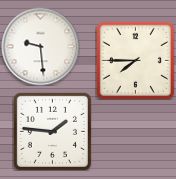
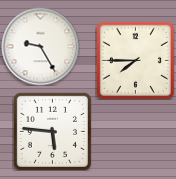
clock at (40, 46): 9:29 -> 9:25
clock at (52, 131): 1:46 -> 5:46
